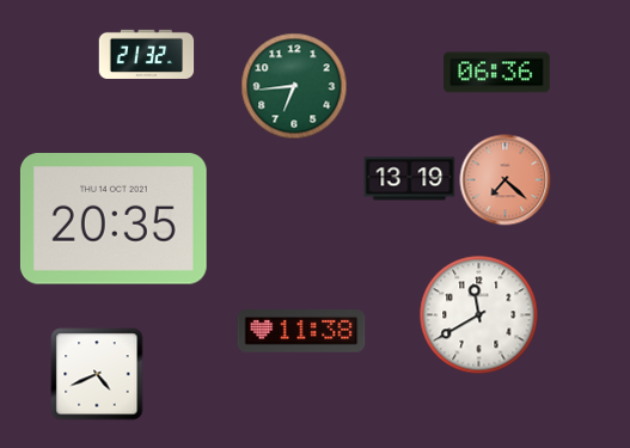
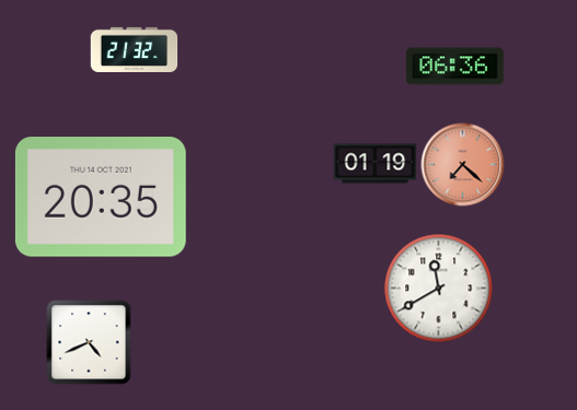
clock at (294, 86): 6:44 -> none
clock at (410, 179): 13:19 -> 01:19
clock at (114, 220) position: (114, 220) -> (101, 198)
clock at (301, 332): 11:38 -> none
